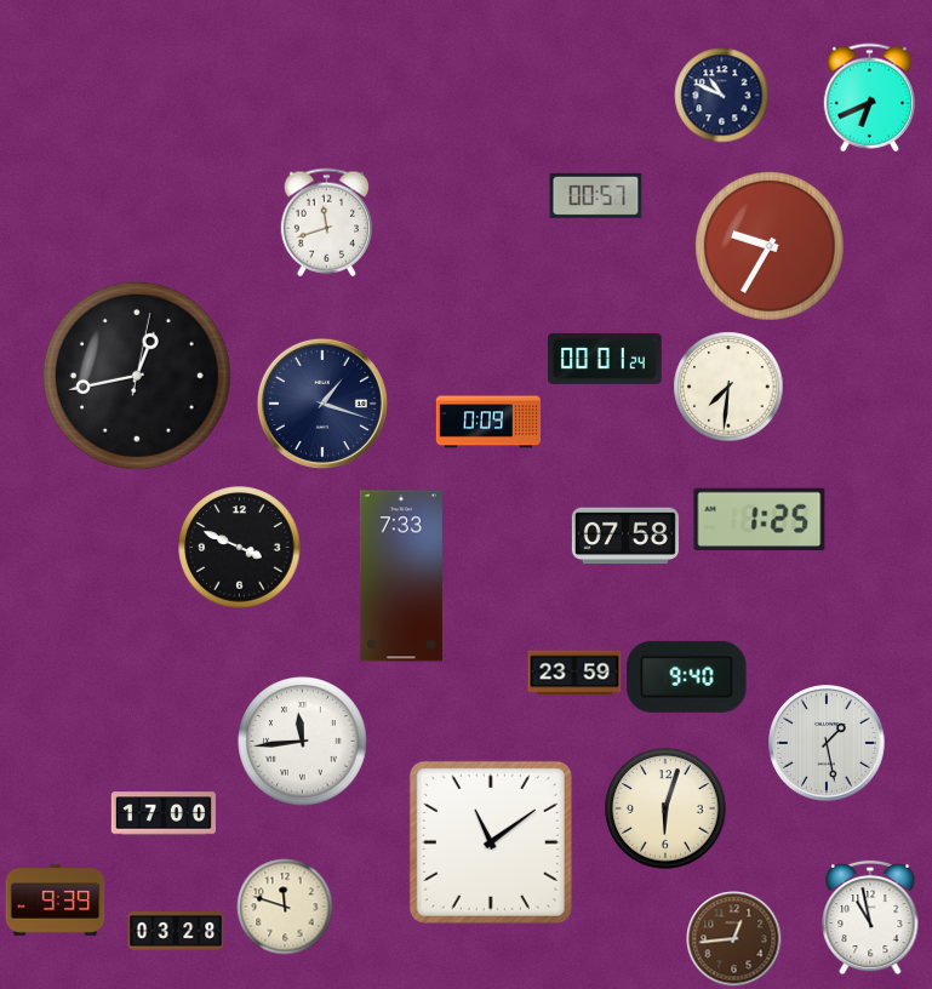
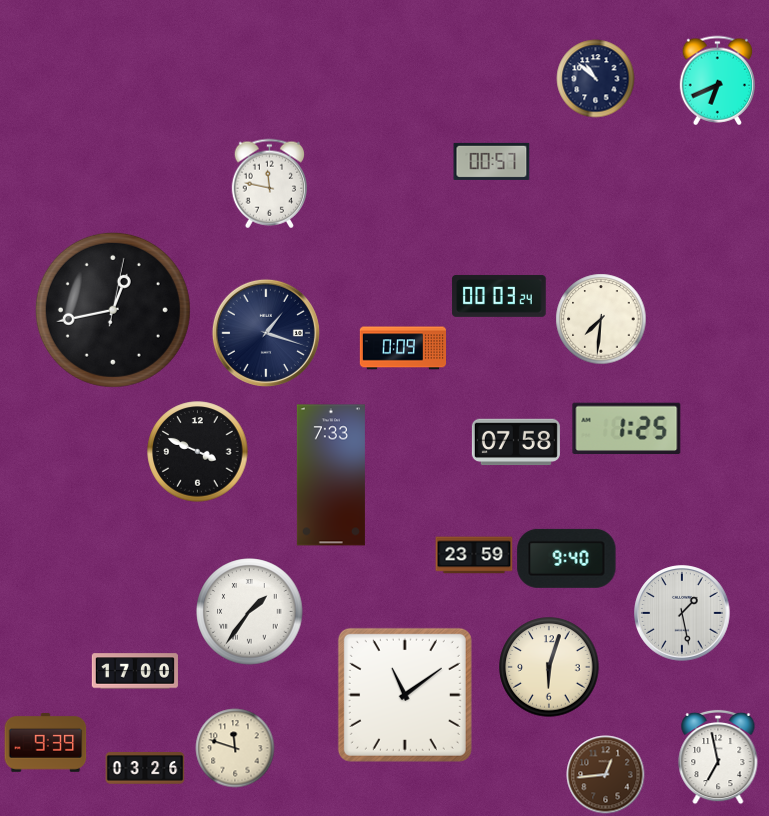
clock at (722, 96): 10:49 -> 10:52
clock at (326, 223): 11:42 -> 11:47
clock at (771, 247): 9:35 -> none
clock at (605, 359): 00:01 -> 00:03
clock at (303, 742): 11:44 -> 1:36
clock at (870, 917): 10:58 -> 6:58
clock at (176, 931): 03:28 -> 03:26
